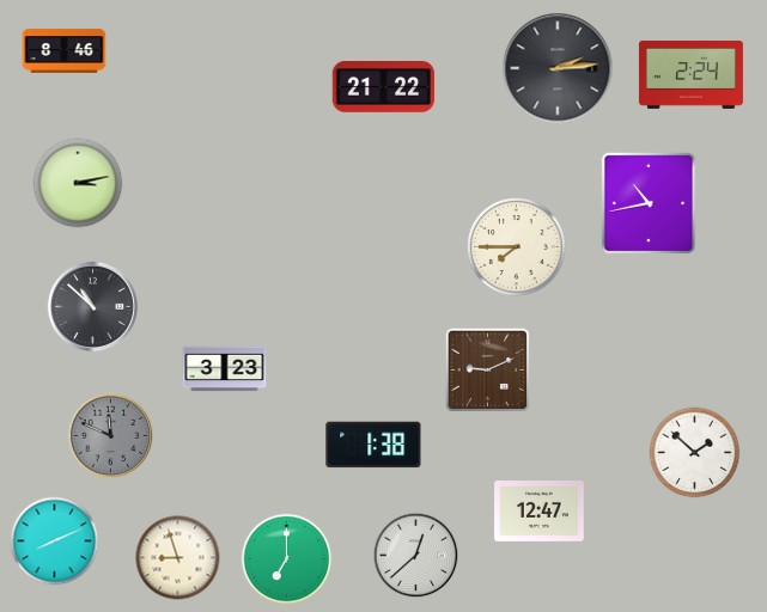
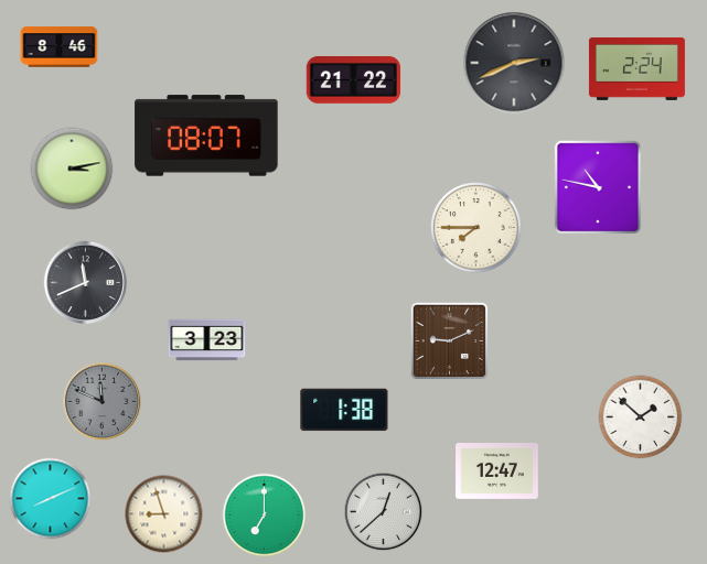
clock at (558, 68): 2:14 -> 2:41
clock at (206, 135): none -> 08:07
clock at (649, 203): 10:43 -> 10:47
clock at (92, 306): 10:52 -> 11:41
